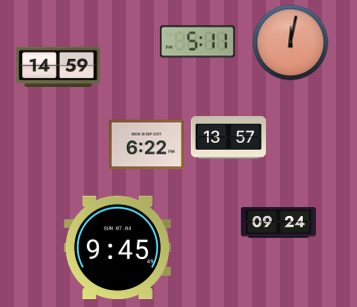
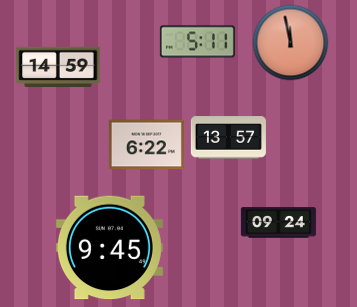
clock at (291, 43): 12:02 -> 11:58
clock at (117, 248) position: (117, 248) -> (109, 248)
